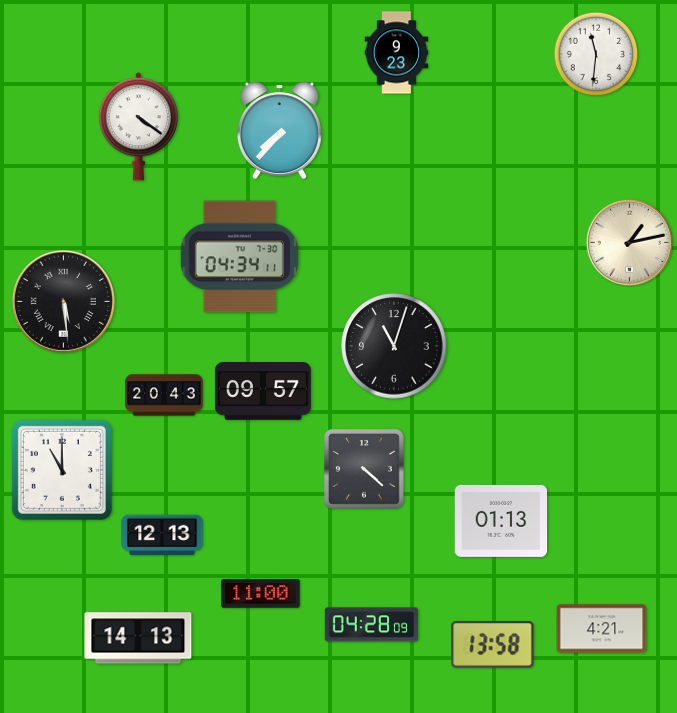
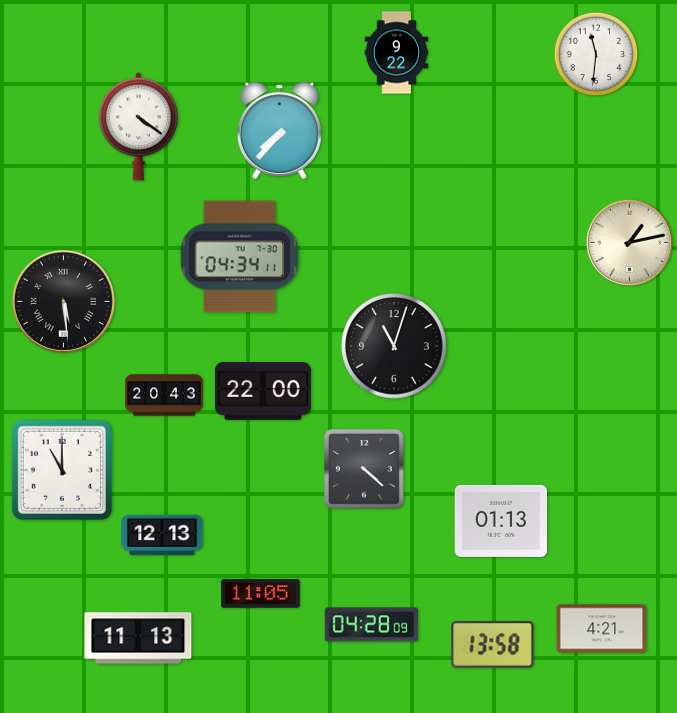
clock at (397, 53): 9:23 -> 9:22
clock at (263, 391): 09:57 -> 22:00
clock at (261, 594): 11:00 -> 11:05
clock at (138, 638): 14:13 -> 11:13
